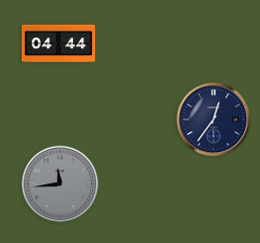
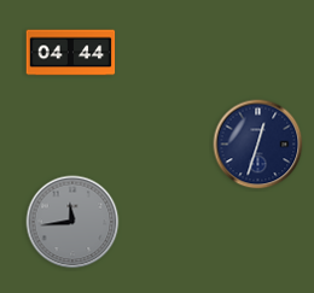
clock at (214, 120): 12:36 -> 12:33
